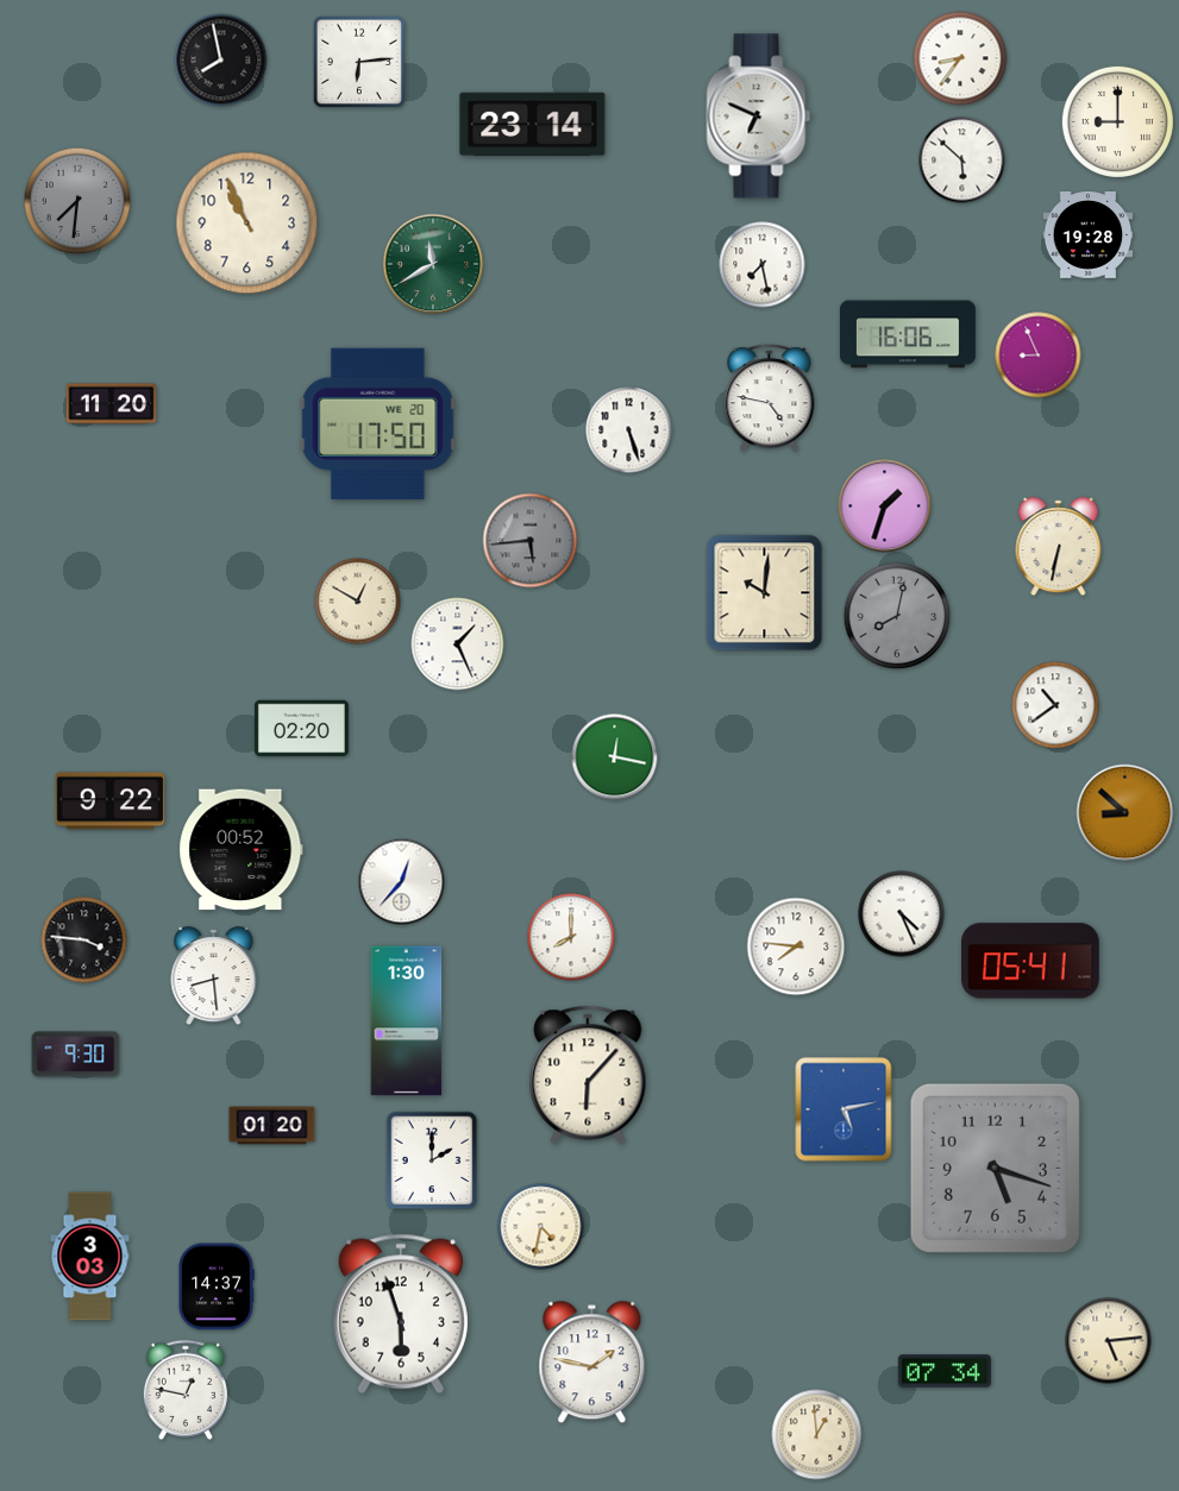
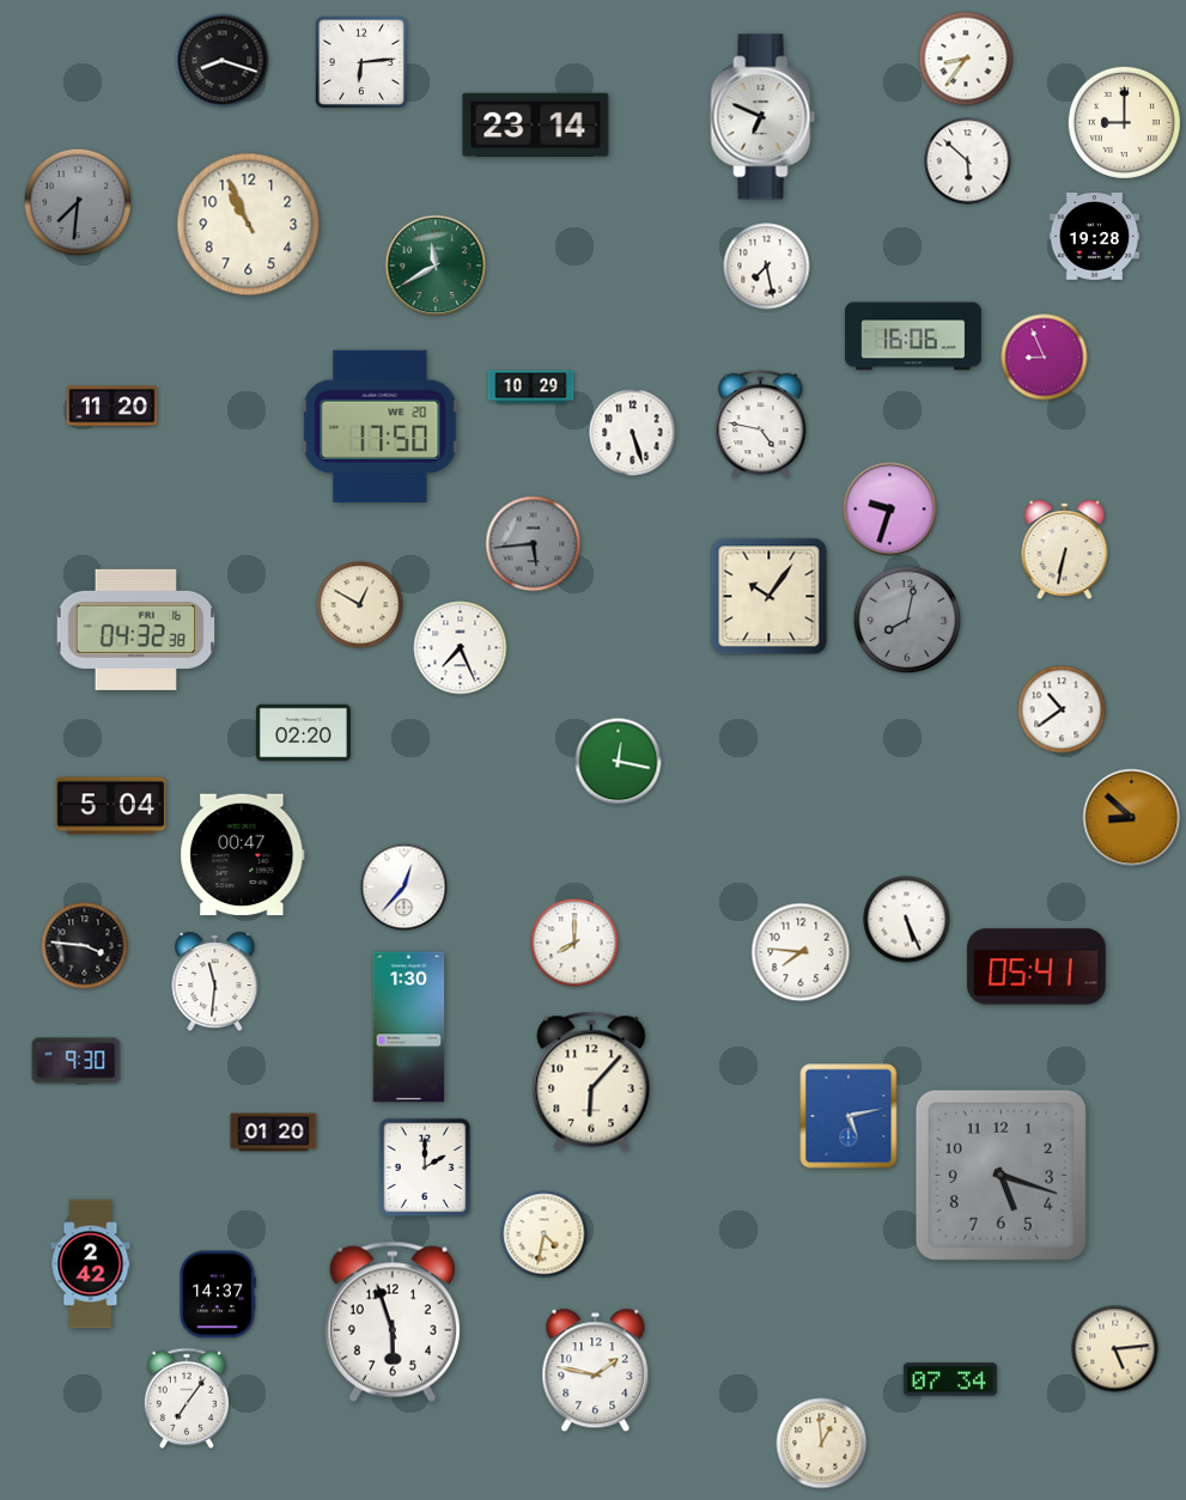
clock at (221, 61): 7:58 -> 8:18
clock at (531, 388): none -> 10:29
clock at (770, 398) position: (770, 398) -> (761, 425)
clock at (885, 507): 1:33 -> 9:33
clock at (765, 593): 10:01 -> 10:06
clock at (897, 616) position: (897, 616) -> (907, 620)
clock at (136, 629): none -> 04:32
clock at (458, 644): 1:26 -> 7:26
clock at (111, 801): 9:22 -> 5:04
clock at (242, 850): 00:52 -> 00:47
clock at (902, 914): 4:26 -> 5:26
clock at (214, 976): 8:29 -> 11:31
clock at (432, 1160) position: (432, 1160) -> (425, 1167)
clock at (90, 1257): 3:03 -> 2:42
clock at (401, 1314) position: (401, 1314) -> (393, 1322)
clock at (186, 1390): 12:47 -> 7:06
